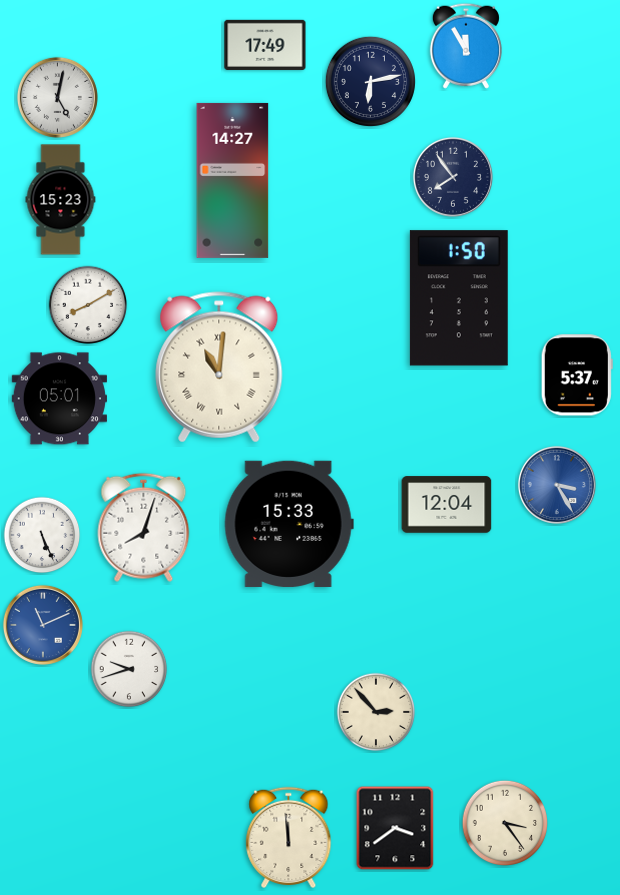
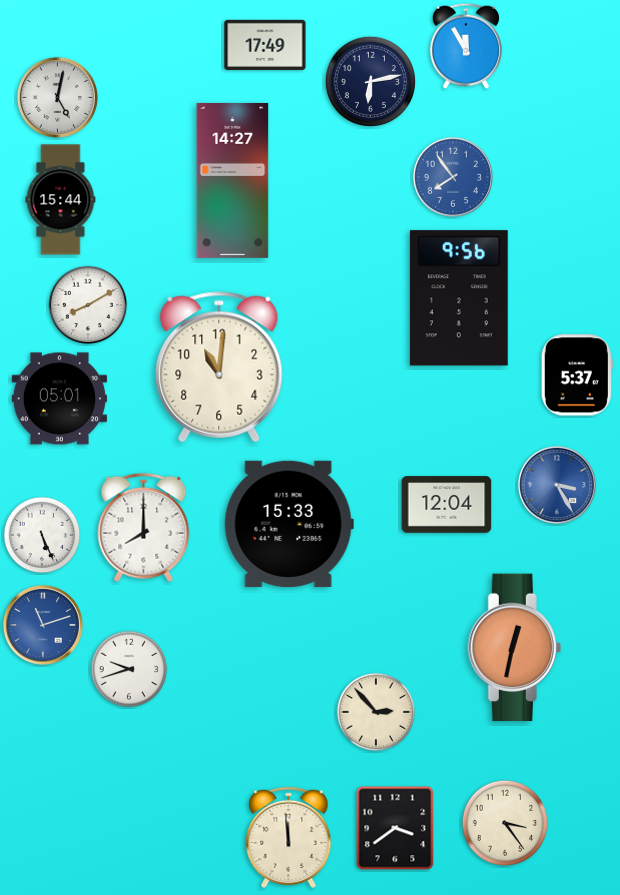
clock at (453, 177) dial: navy -> blue
clock at (61, 200): 15:23 -> 15:44
clock at (459, 298): 1:50 -> 9:56
clock at (219, 367) numerals: Roman -> Arabic
clock at (144, 527): 8:03 -> 8:00
clock at (43, 625): 11:11 -> 11:12
clock at (514, 648): none -> 12:32
